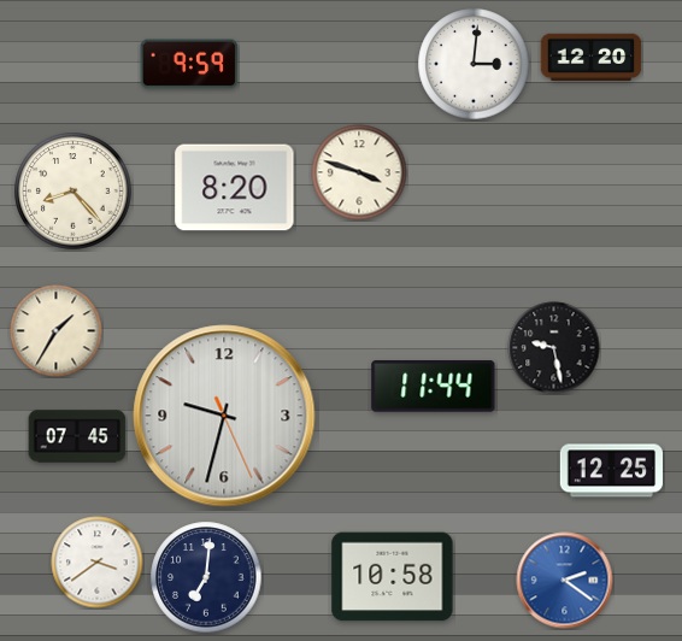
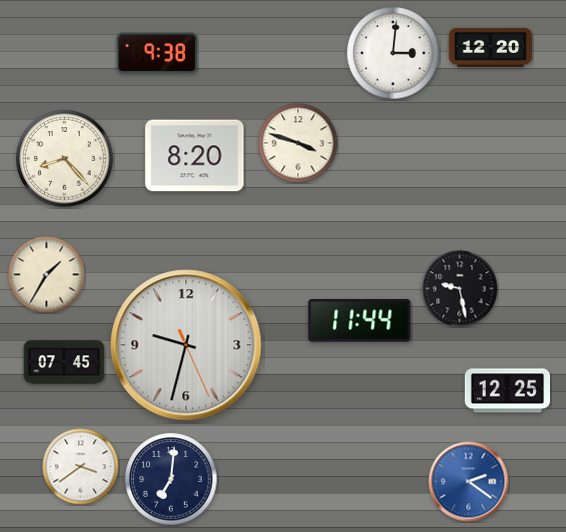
clock at (189, 64): 9:59 -> 9:38
clock at (74, 192) position: (74, 192) -> (65, 159)
clock at (393, 577): 10:58 -> none
